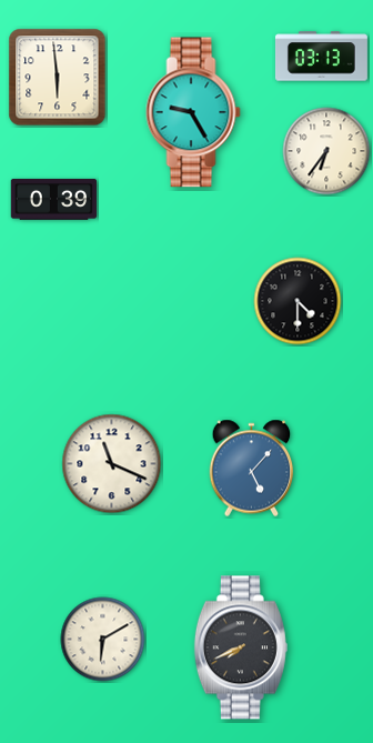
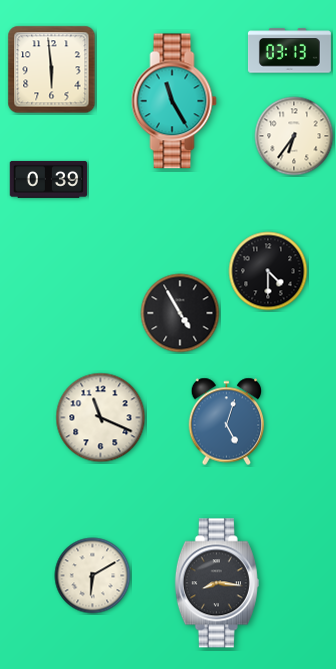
clock at (193, 112): 9:25 -> 11:25
clock at (180, 313): none -> 4:55
clock at (252, 469): 5:07 -> 5:03
clock at (241, 647): 7:41 -> 8:16
